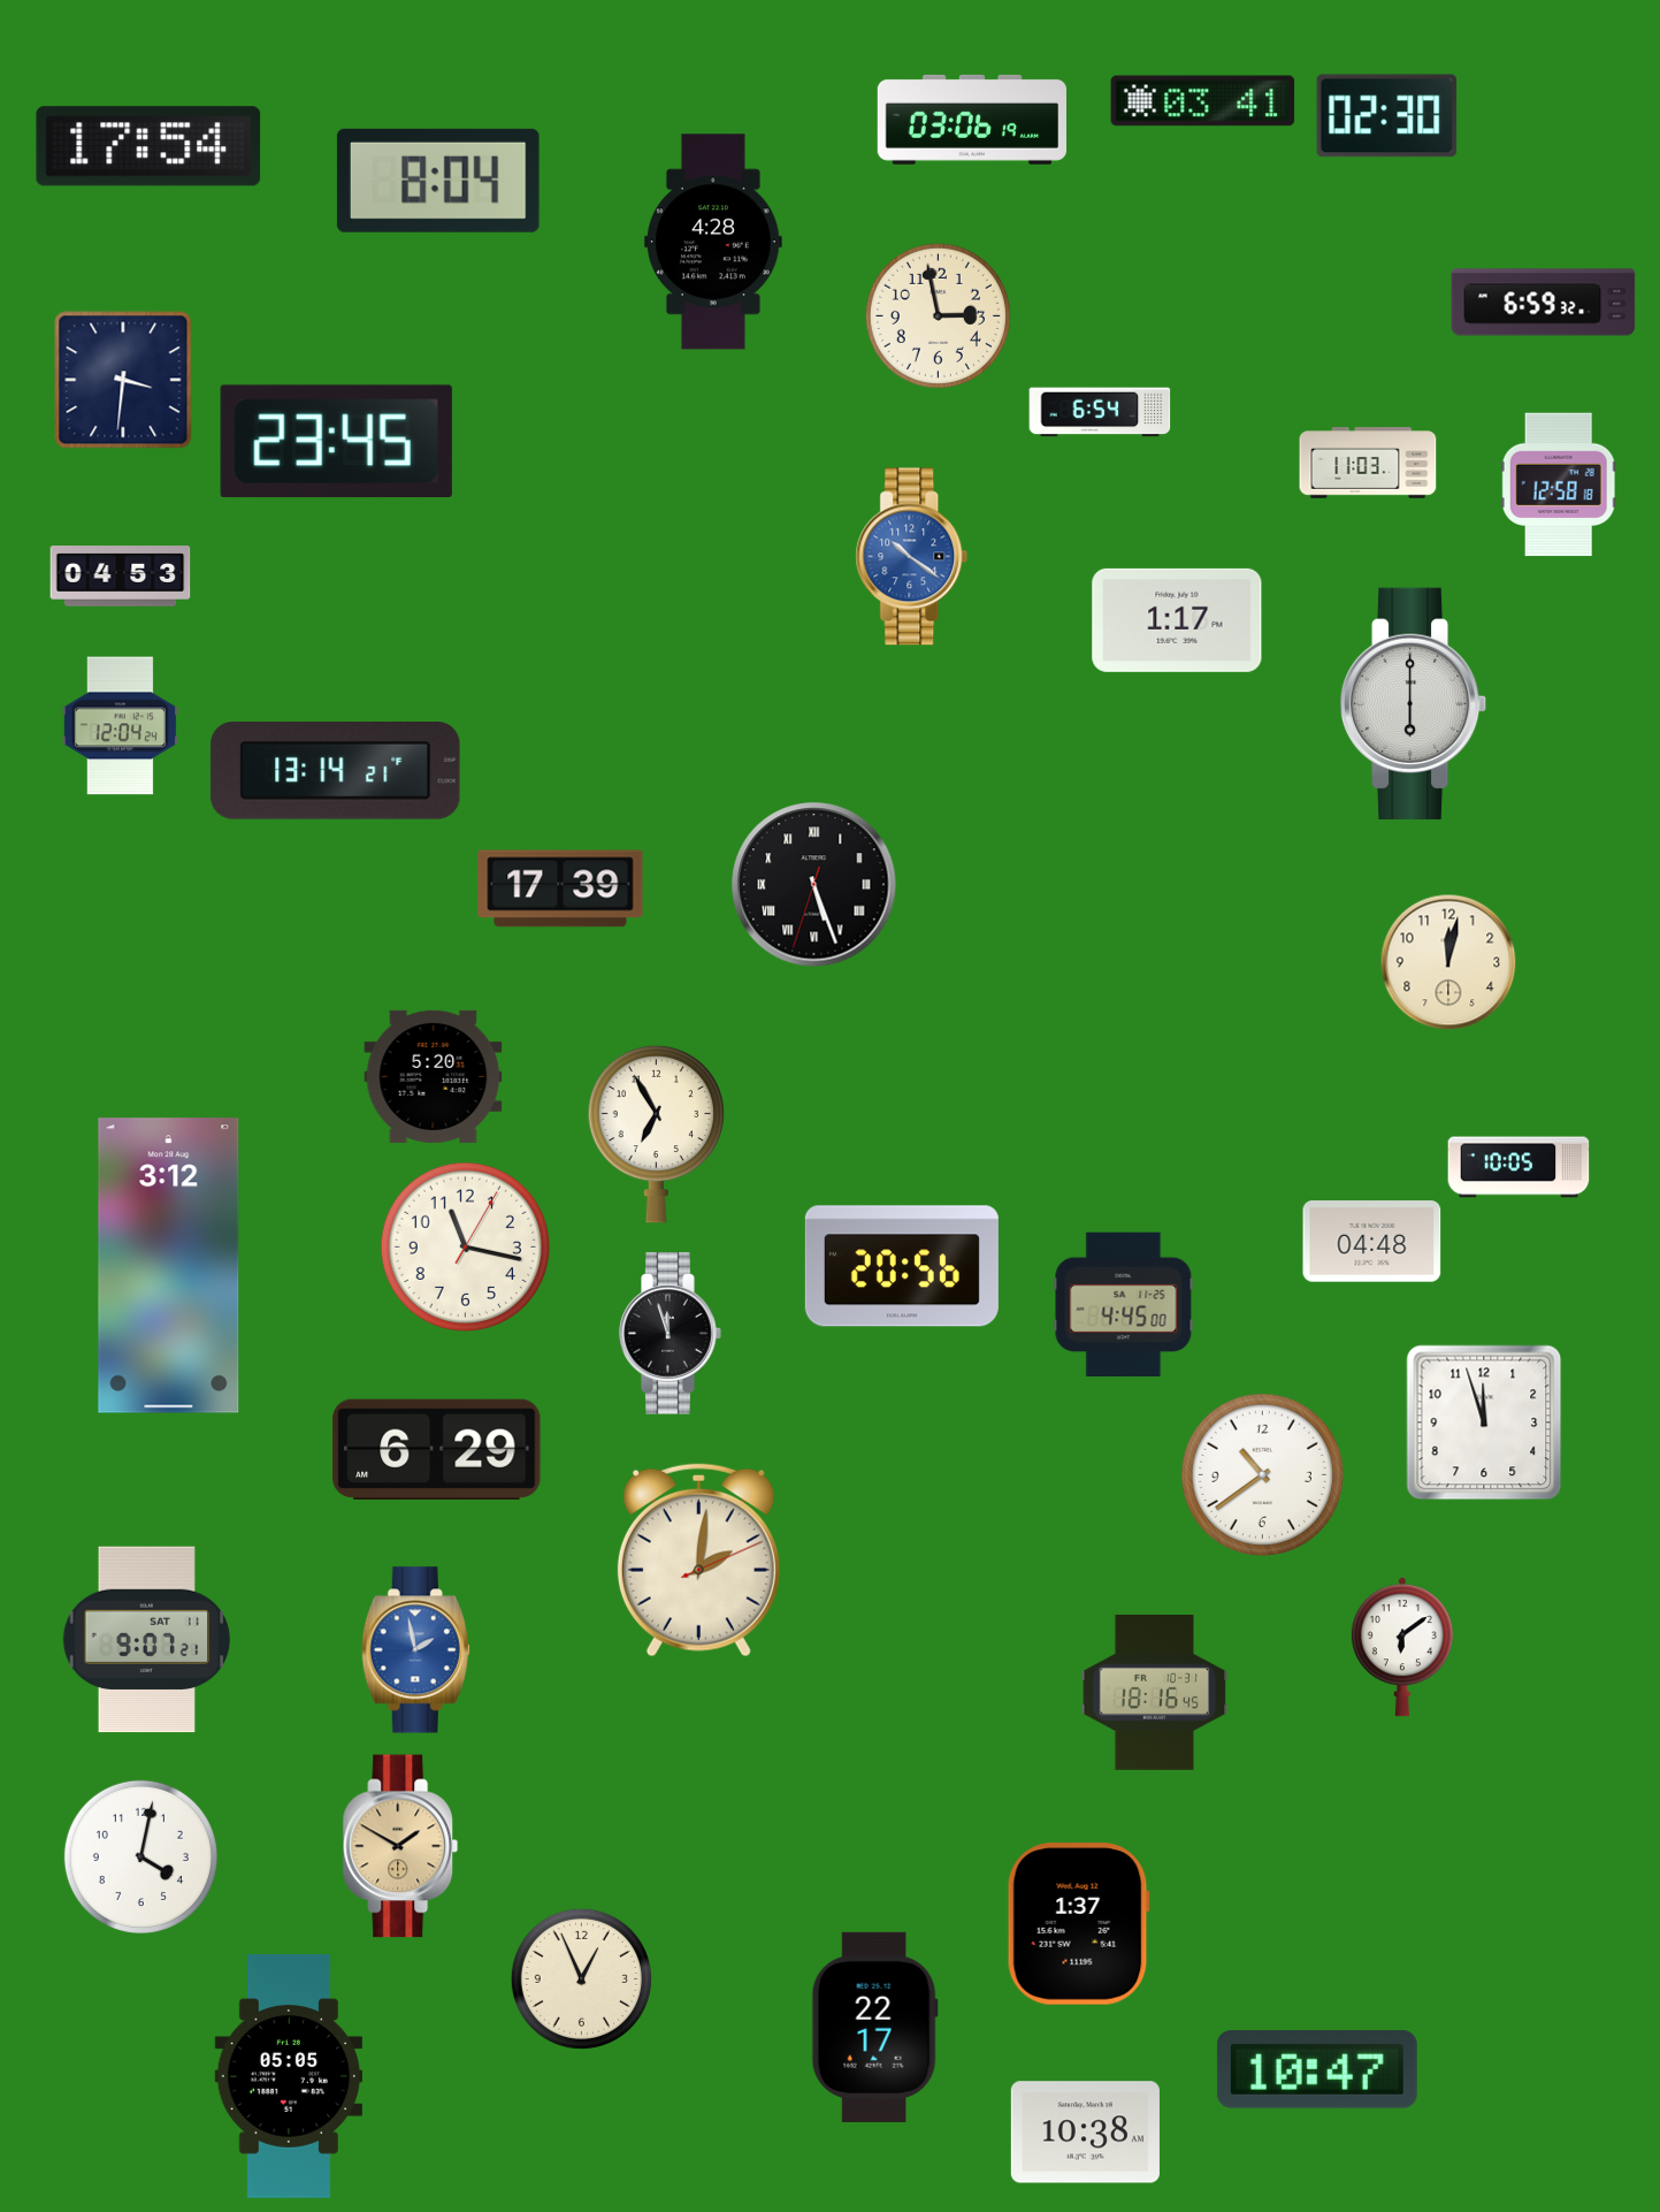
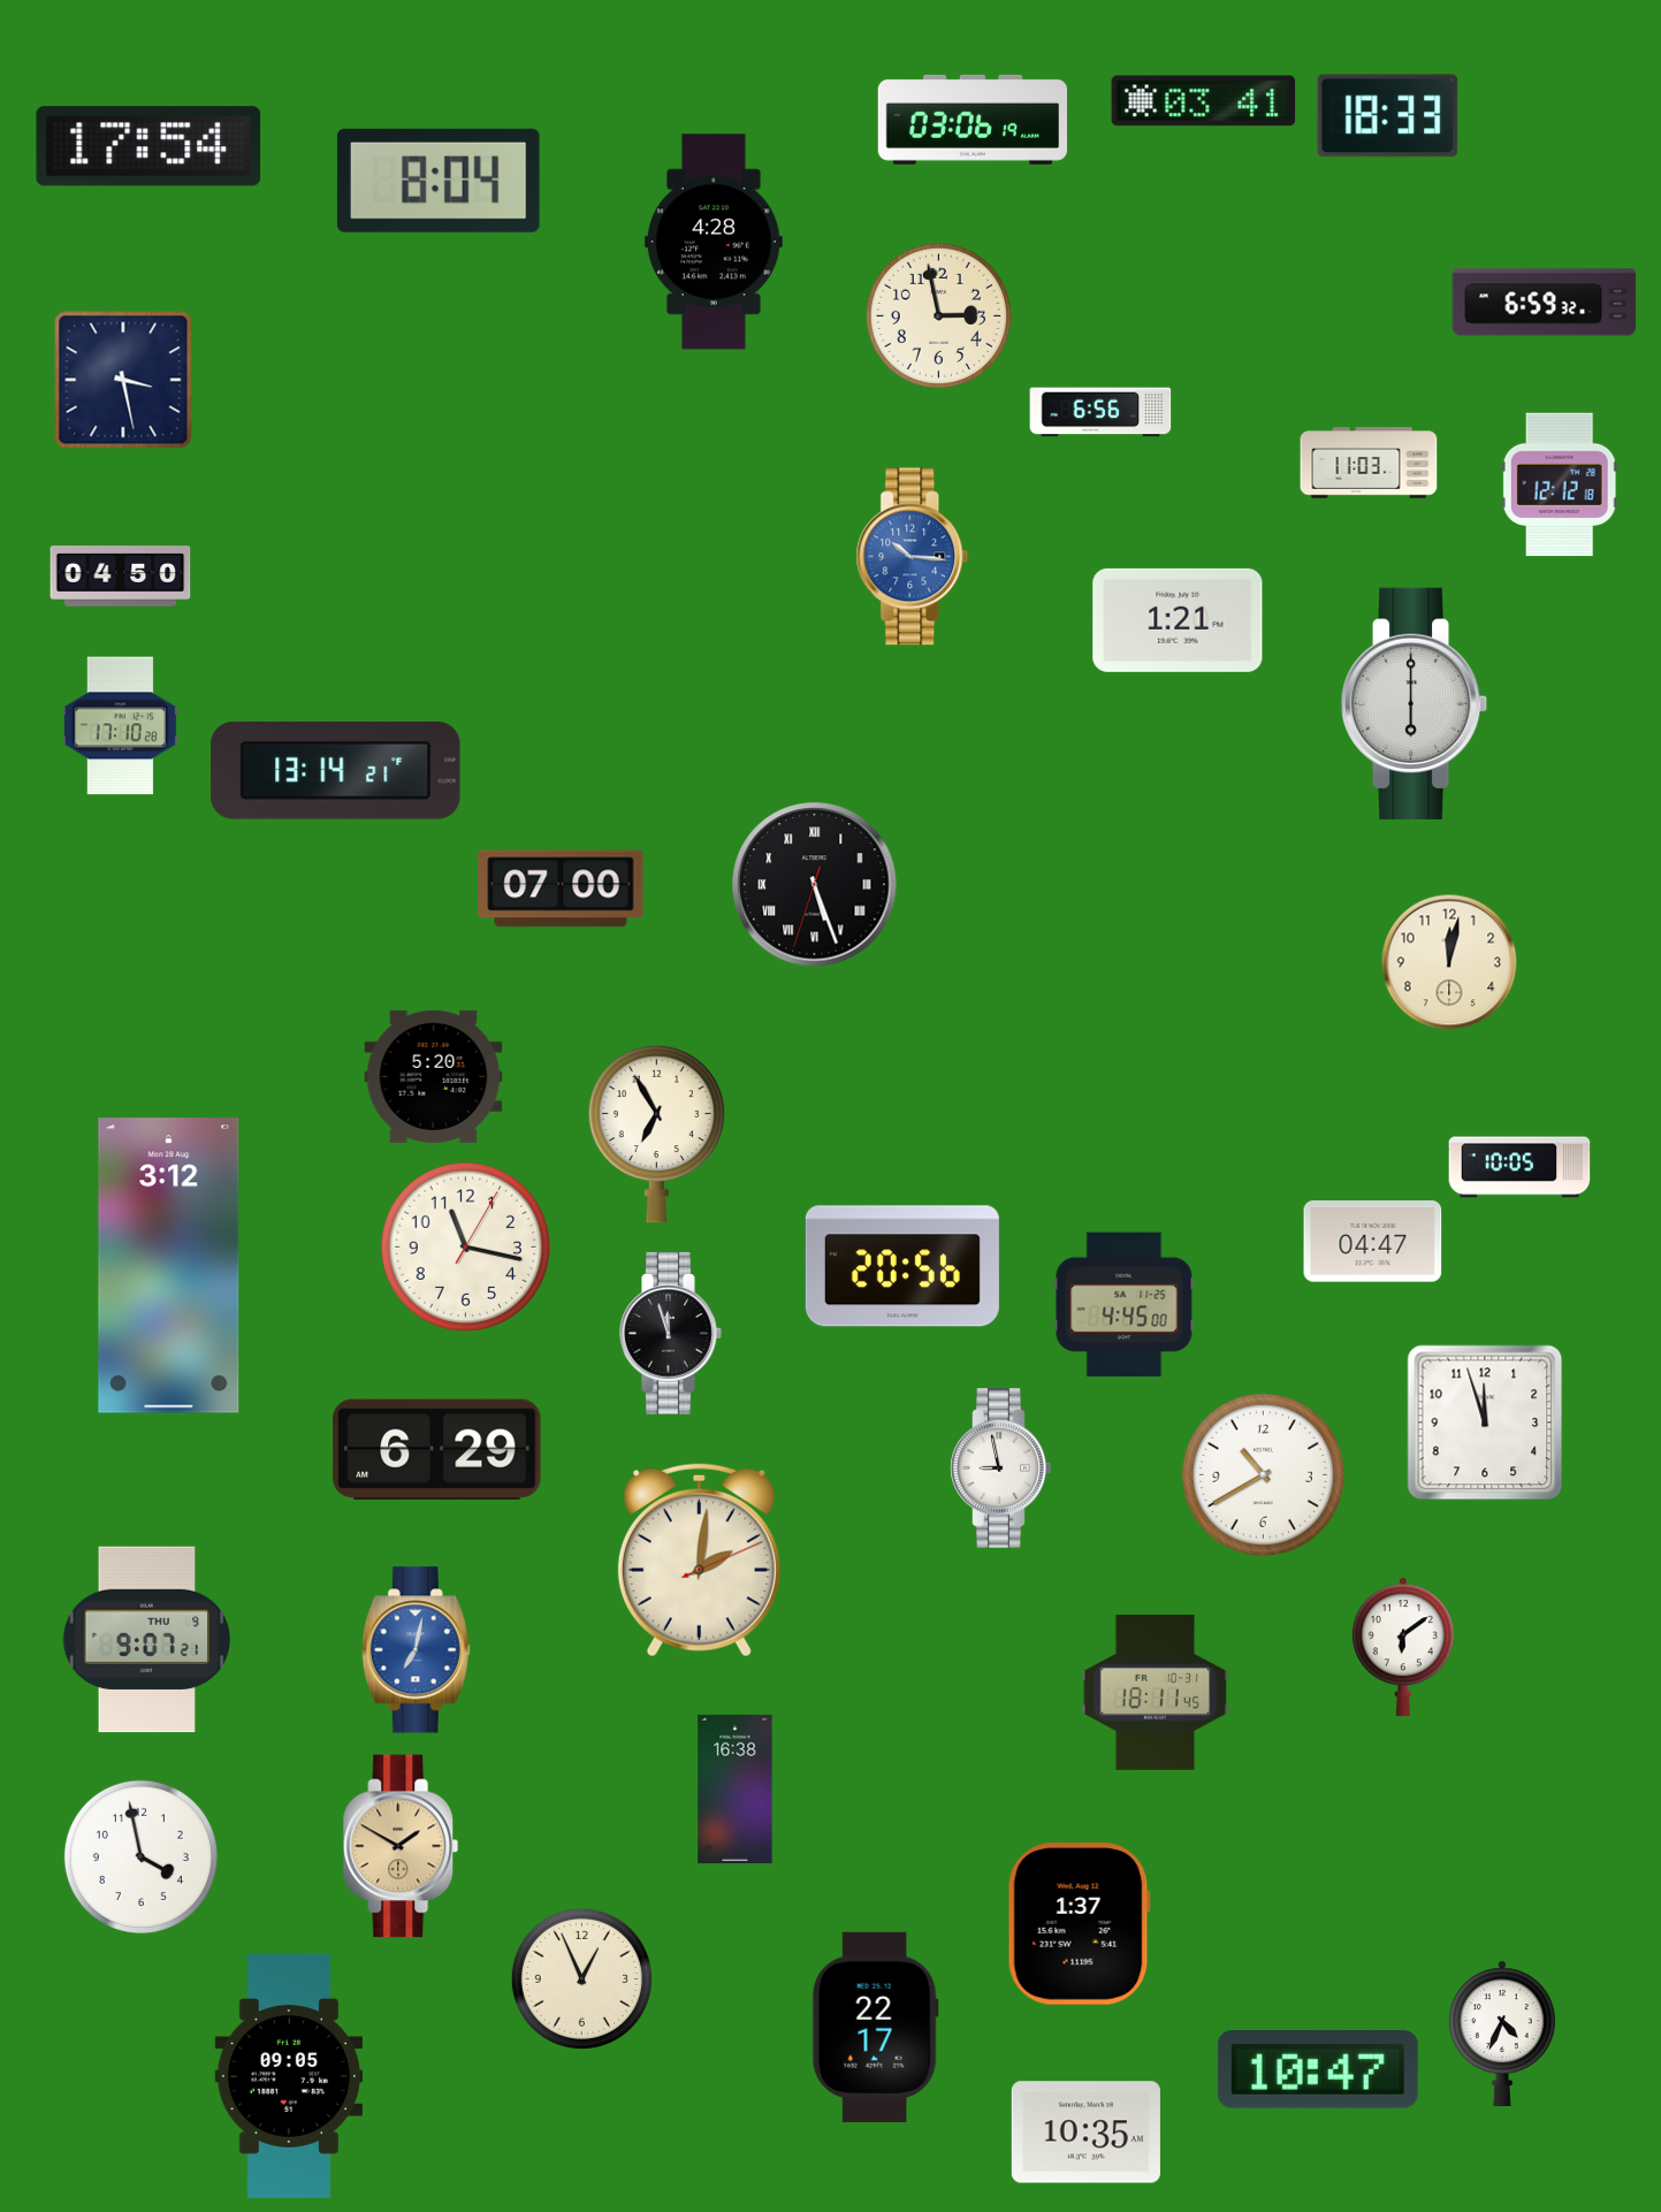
clock at (1387, 116): 02:30 -> 18:33
clock at (123, 380): 3:31 -> 3:28
clock at (1100, 412): 6:54 -> 6:56
clock at (336, 442): 23:45 -> none
clock at (1559, 485): 12:58 -> 12:12
clock at (912, 557): 10:21 -> 10:16
clock at (121, 577): 04:53 -> 04:50
clock at (1177, 620): 1:17 -> 1:21
clock at (120, 726): 12:04 -> 17:10
clock at (560, 888): 17:39 -> 07:00
clock at (1372, 1242): 04:48 -> 04:47
clock at (1001, 1469): none -> 8:58
clock at (1262, 1474): 10:39 -> 10:40
clock at (147, 1640) date: SAT 11 -> THU 9
clock at (415, 1650): 1:58 -> 7:02
clock at (1155, 1692): 18:16 -> 18:11
clock at (736, 1788): none -> 16:38
clock at (140, 1856): 4:02 -> 3:58
clock at (1502, 2032): none -> 4:34
clock at (288, 2077): 05:05 -> 09:05
clock at (1085, 2133): 10:38 -> 10:35
